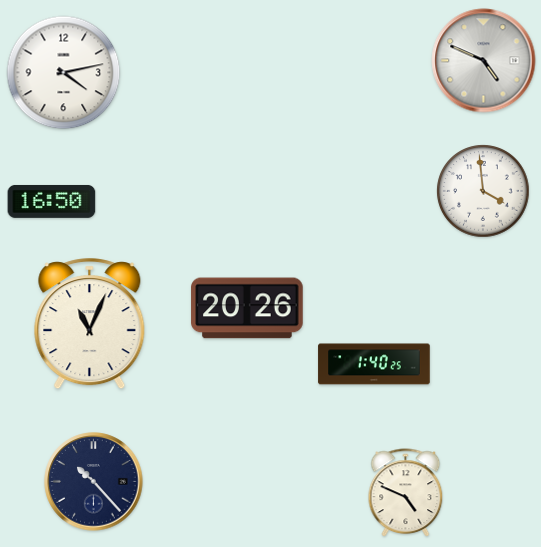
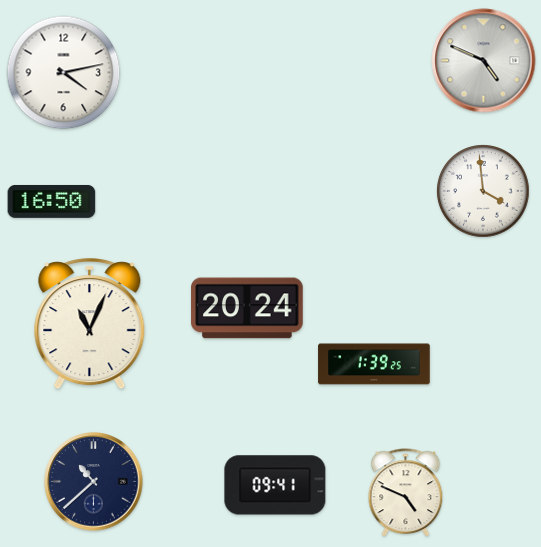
clock at (247, 308): 20:26 -> 20:24
clock at (374, 364): 1:40 -> 1:39
clock at (94, 482): 10:23 -> 10:38
clock at (275, 485): none -> 09:41
